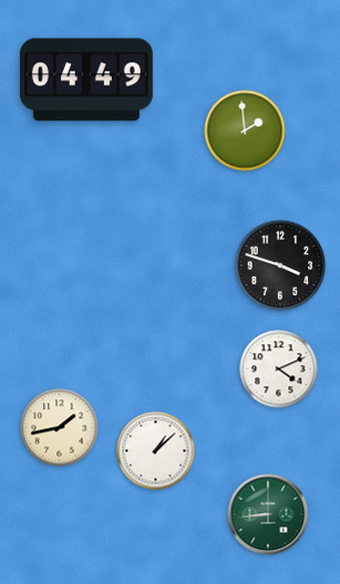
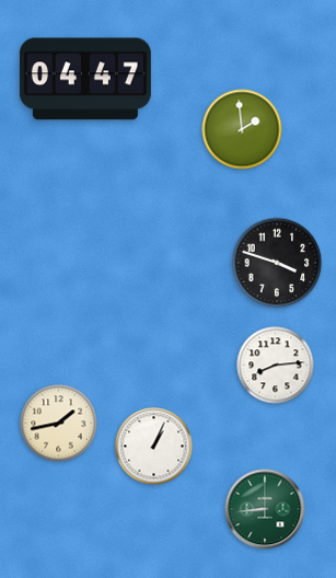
clock at (86, 80): 04:49 -> 04:47
clock at (279, 369): 4:11 -> 8:14
clock at (156, 451): 1:08 -> 1:04
